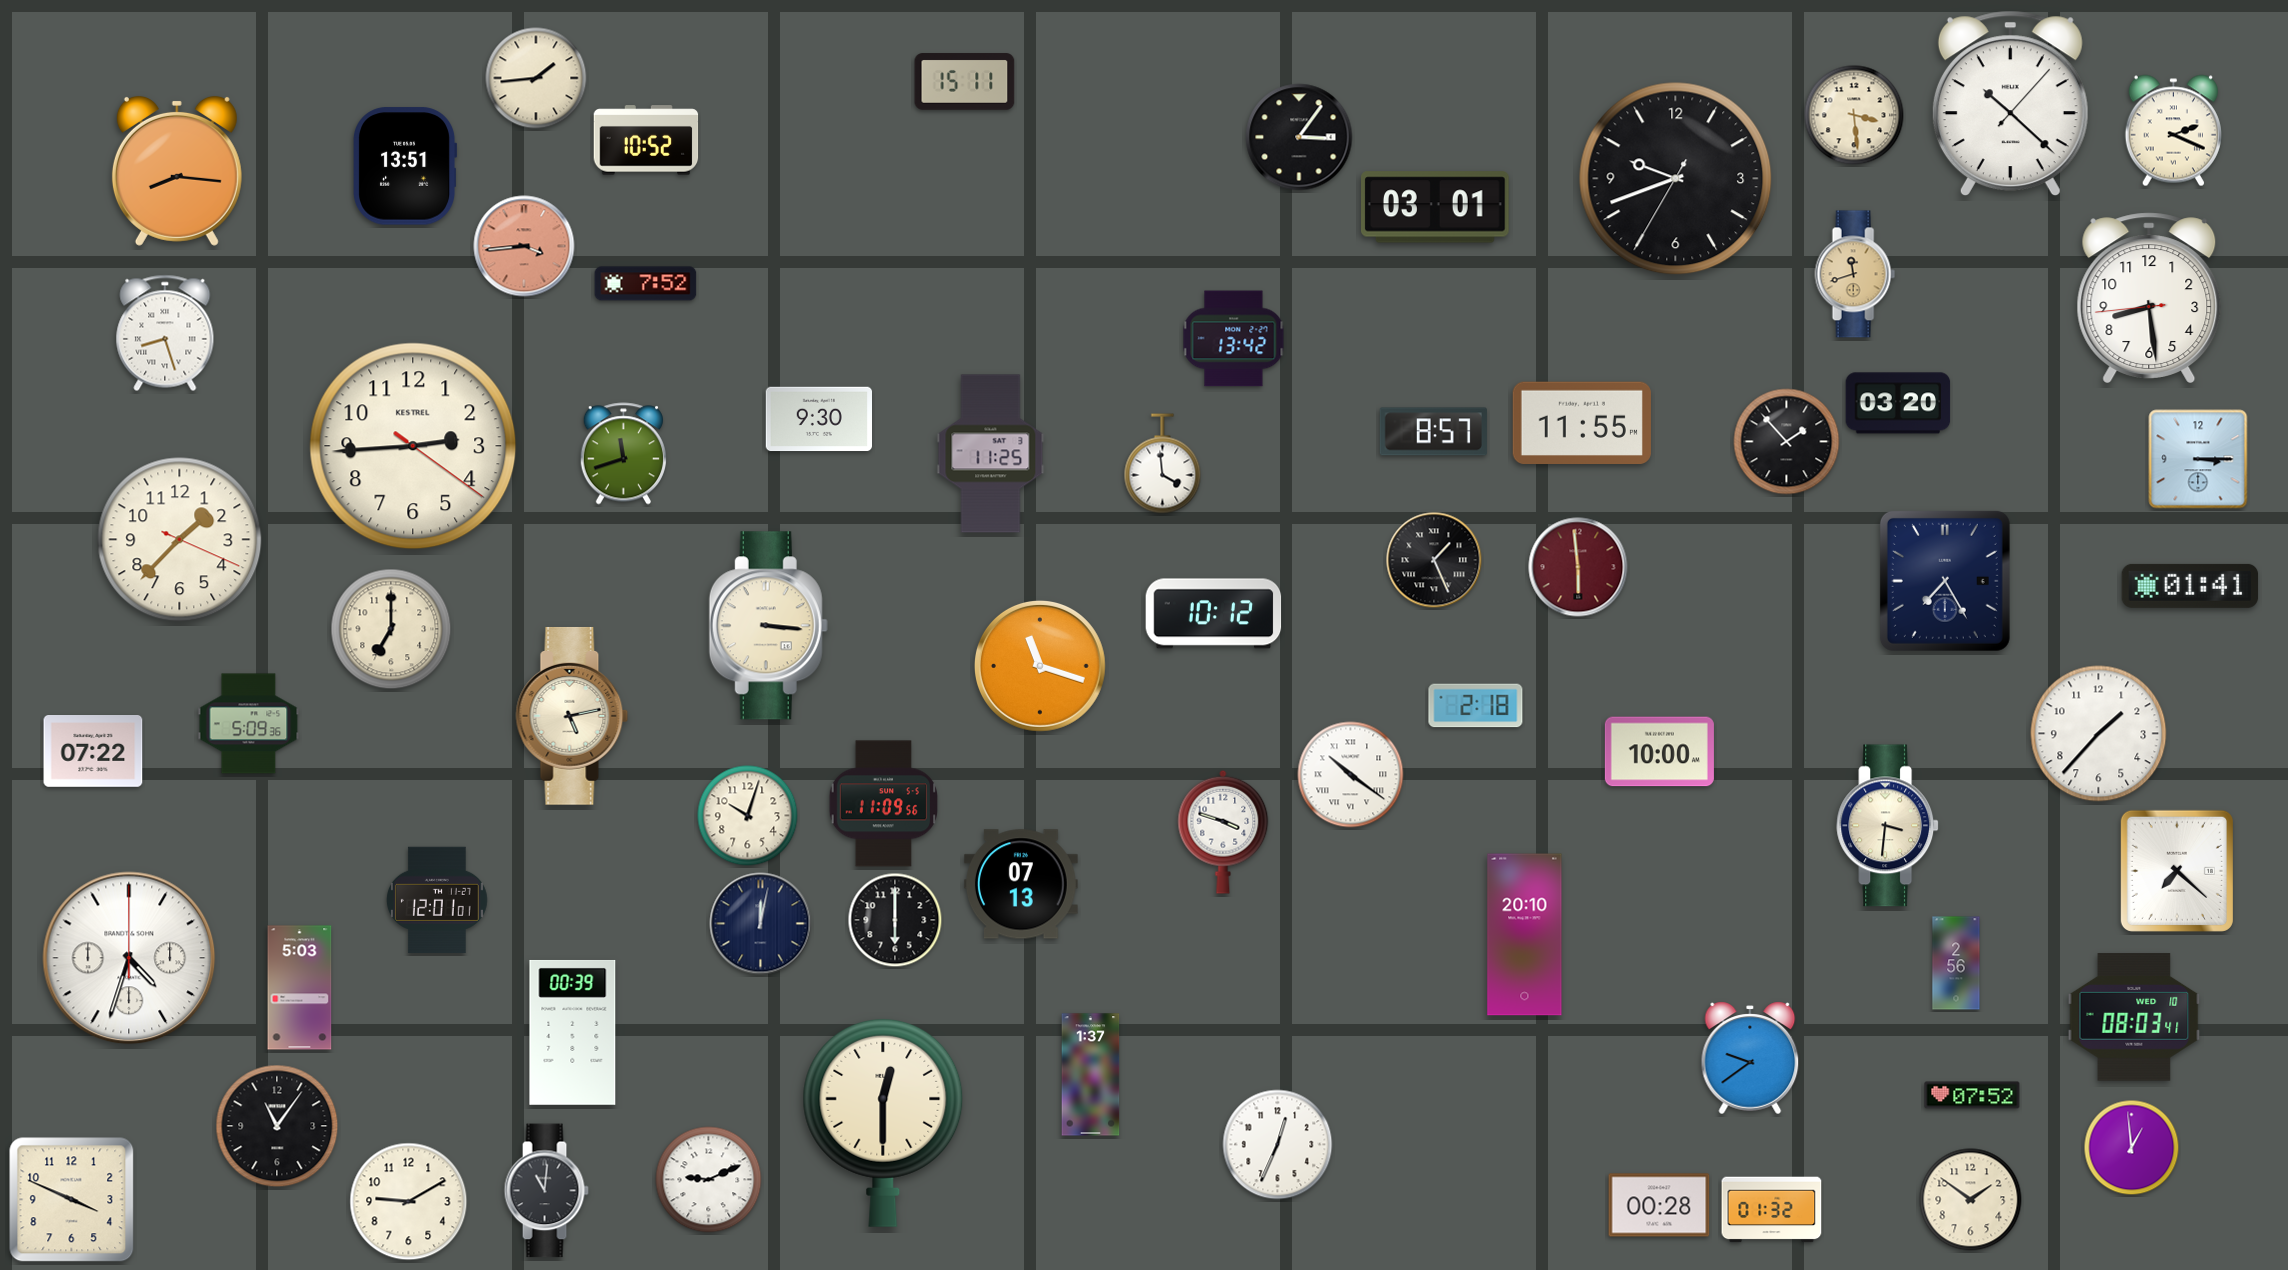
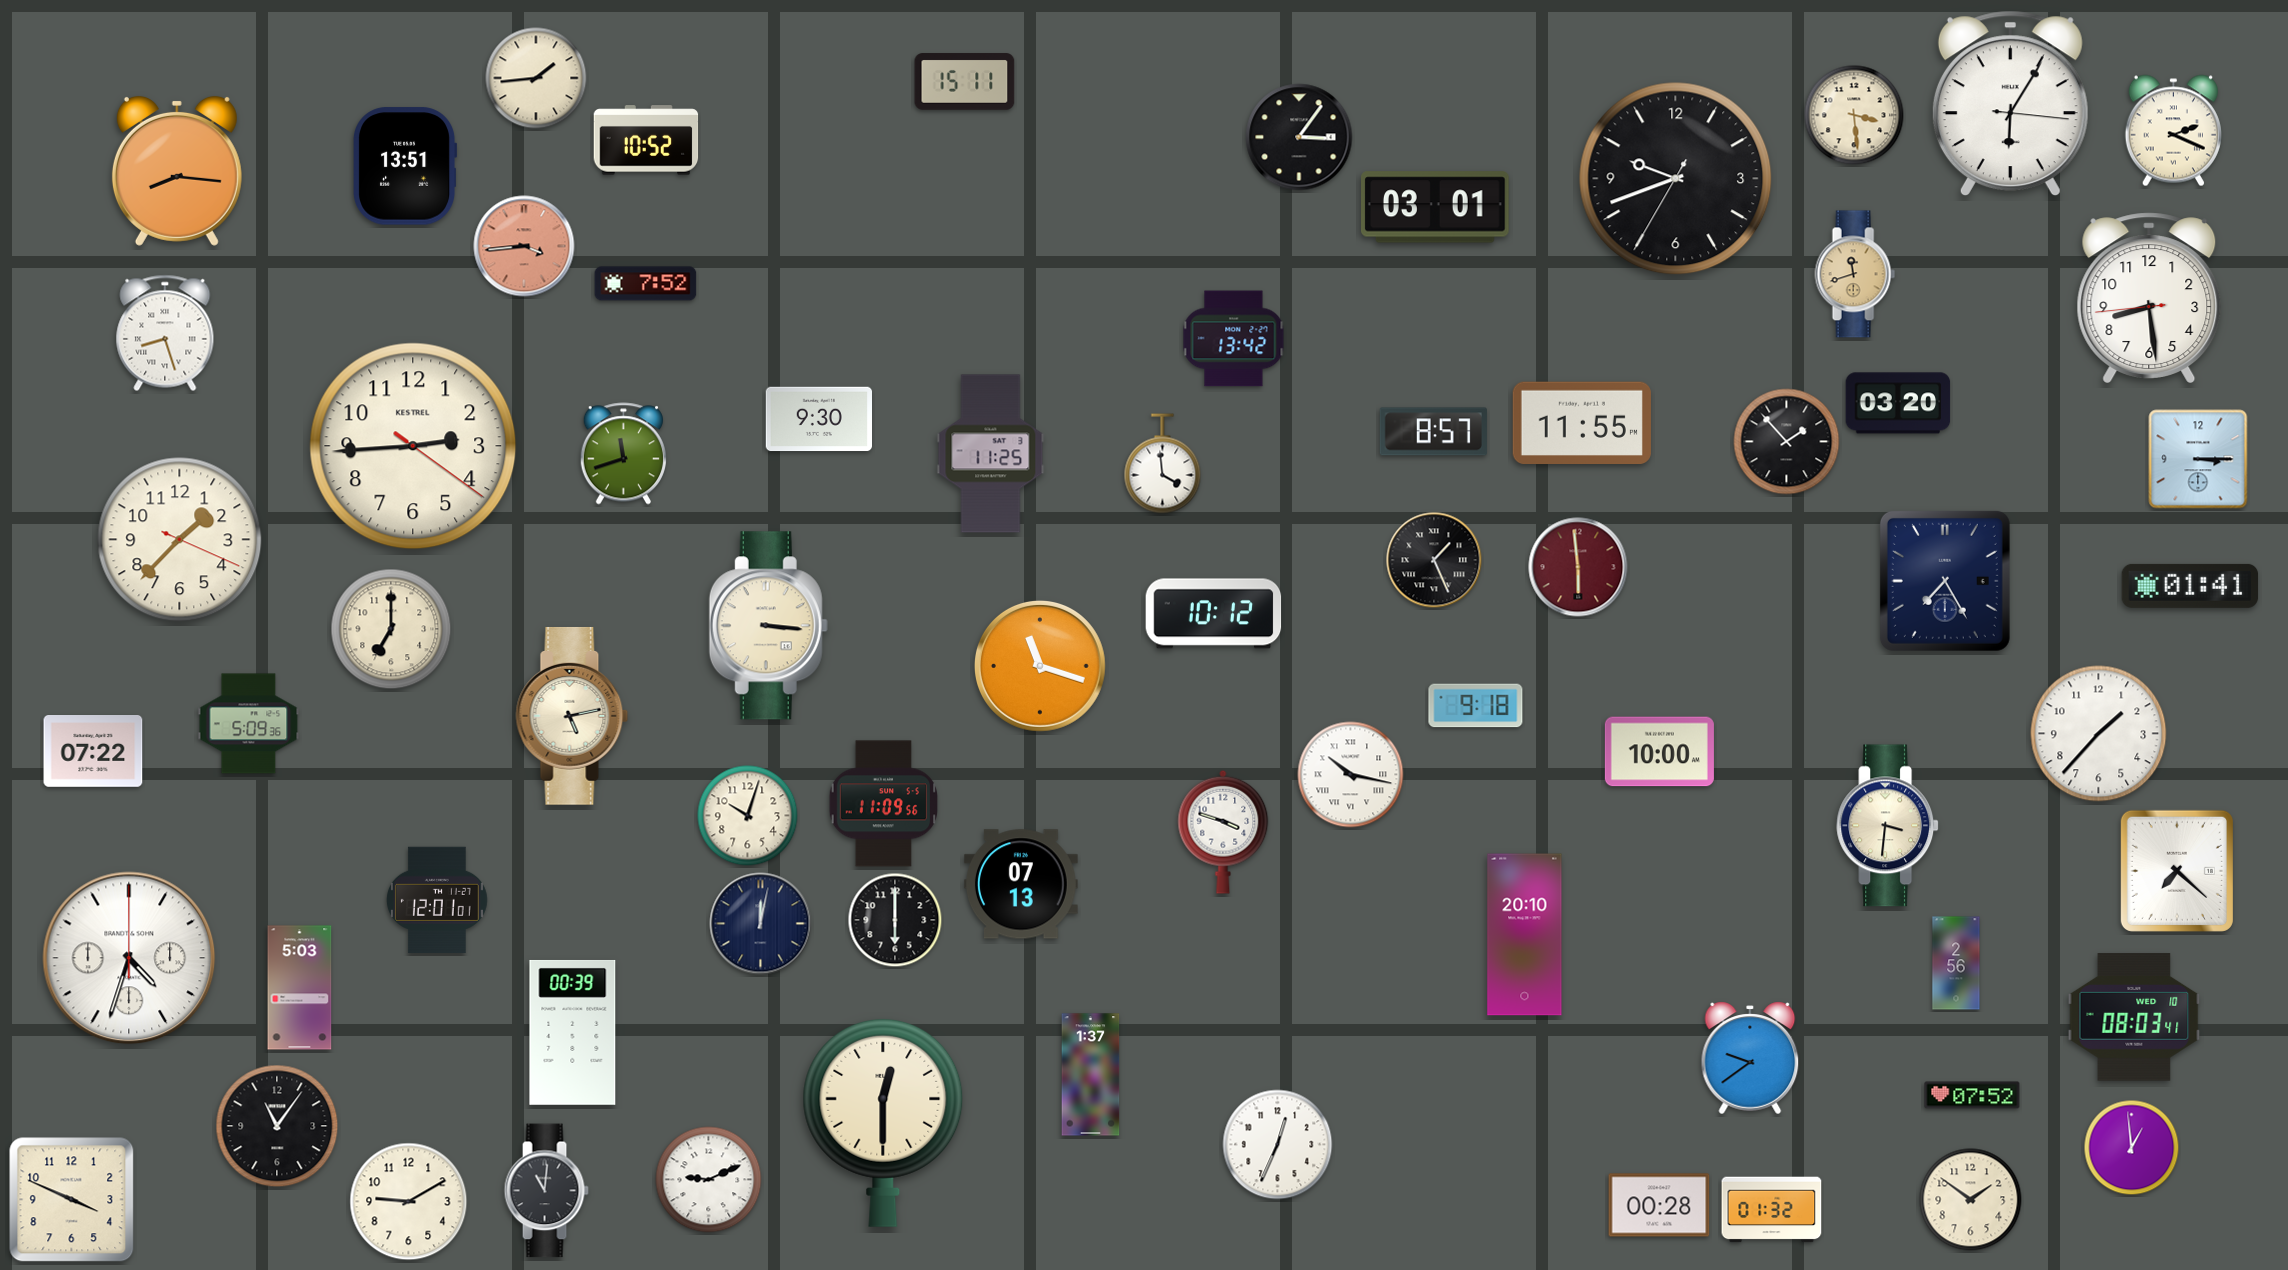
clock at (2010, 104): 10:22 -> 6:05
clock at (1476, 706): 2:18 -> 9:18
clock at (1351, 775): 10:21 -> 10:17
